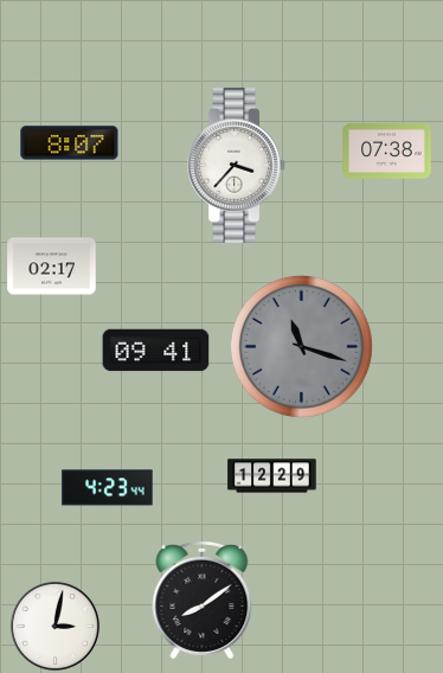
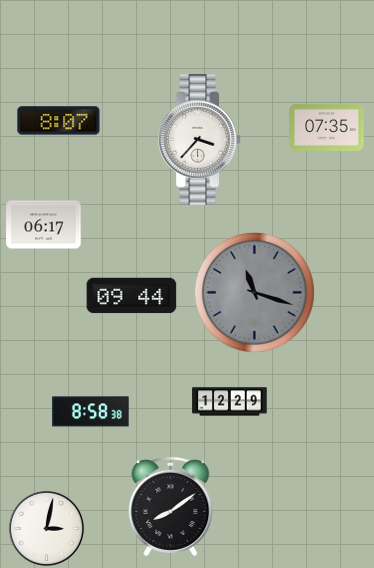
clock at (387, 152): 07:38 -> 07:35
clock at (52, 267): 02:17 -> 06:17
clock at (156, 351): 09:41 -> 09:44
clock at (108, 488): 4:23 -> 8:58
